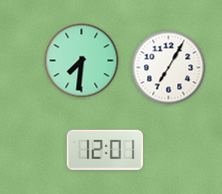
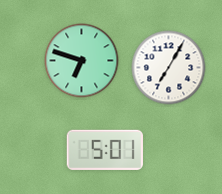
clock at (82, 61): 7:31 -> 6:48
clock at (105, 150): 12:01 -> 5:01
